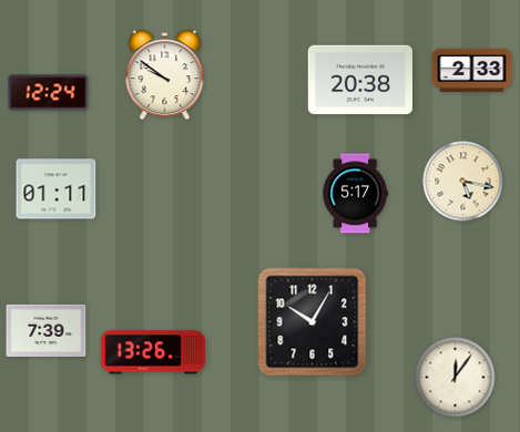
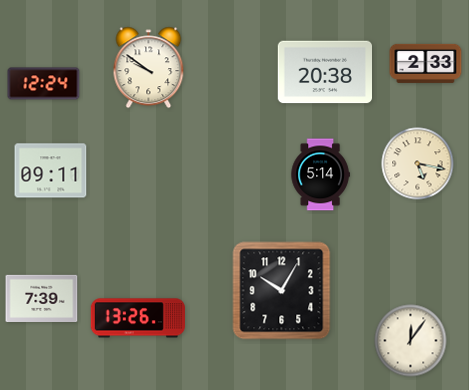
clock at (57, 189): 01:11 -> 09:11
clock at (355, 194): 5:17 -> 5:14
